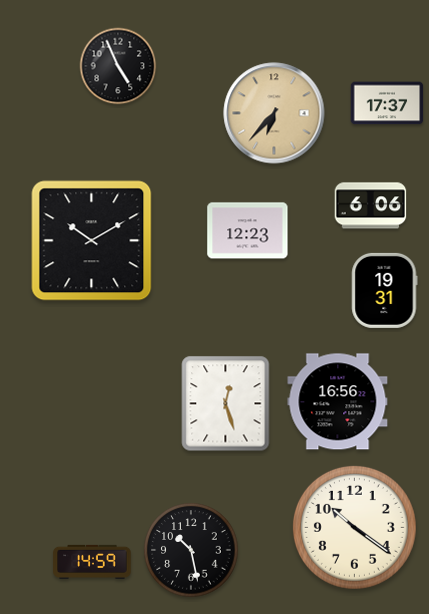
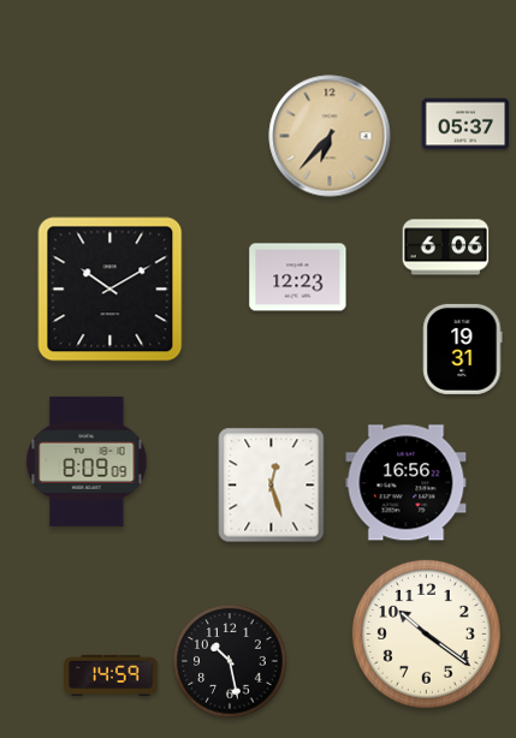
clock at (118, 66): 4:56 -> none
clock at (387, 103): 17:37 -> 05:37
clock at (87, 462): none -> 8:09
